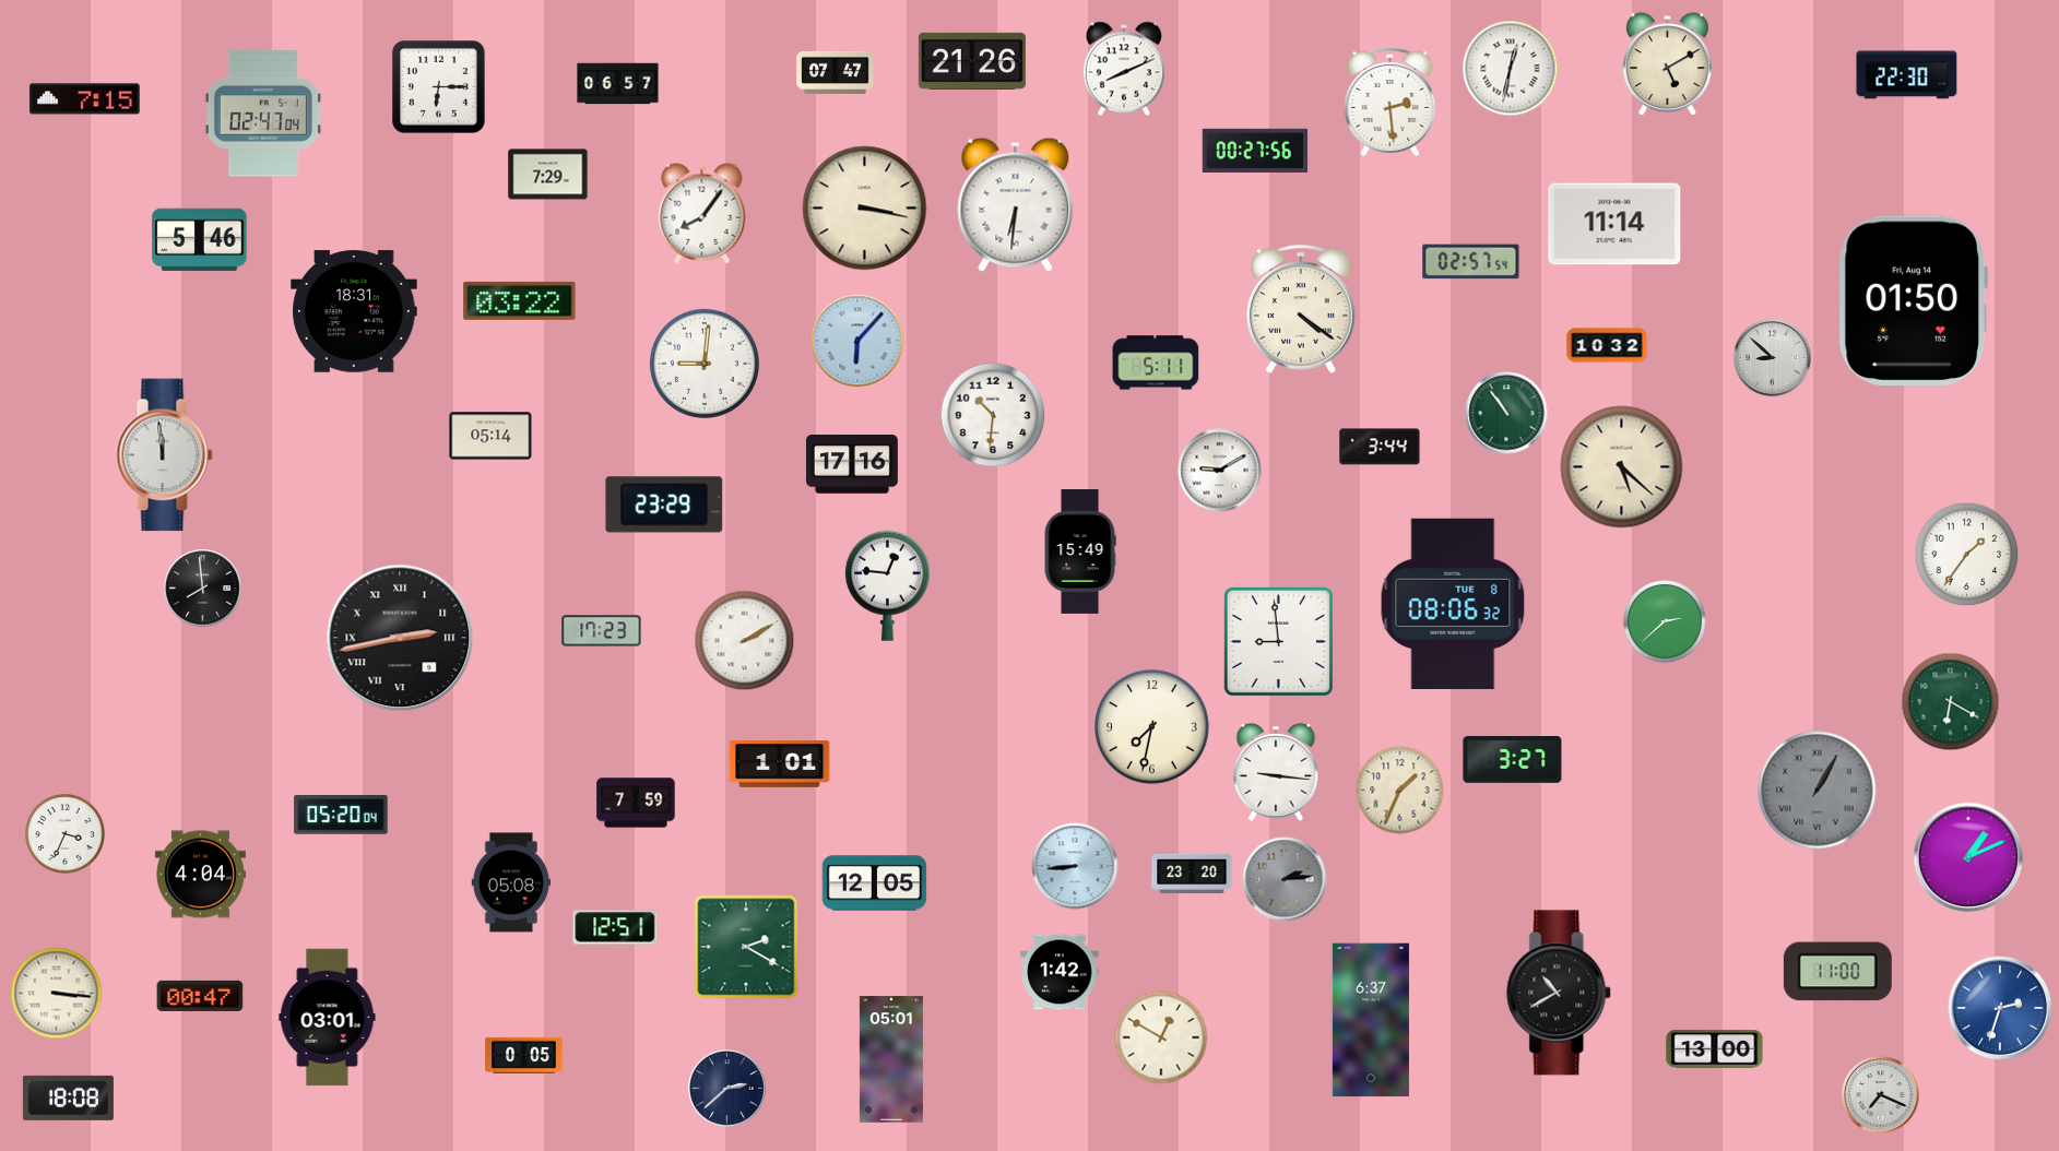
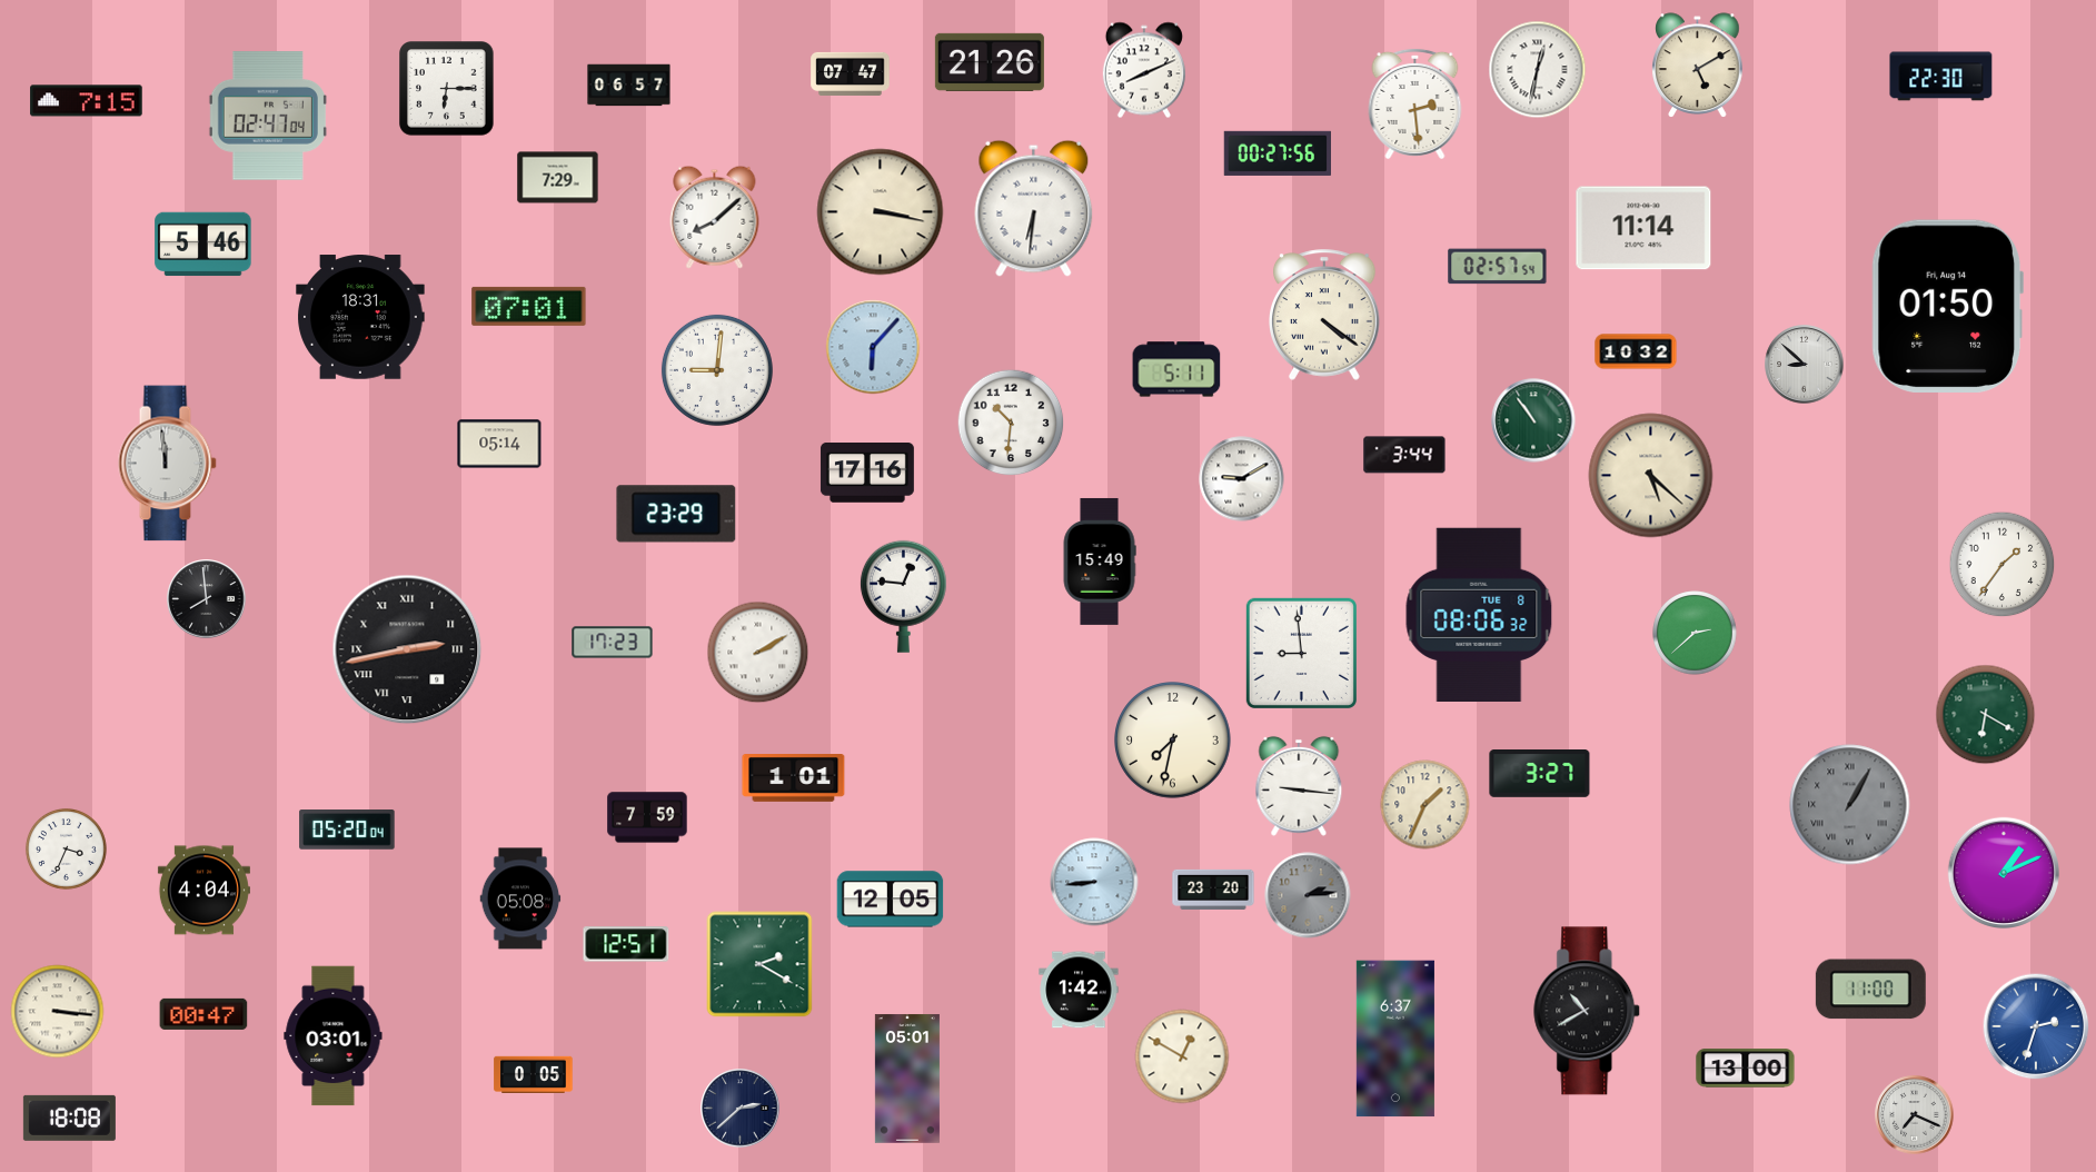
clock at (702, 213): 8:06 -> 8:08
clock at (520, 300): 03:22 -> 07:01
